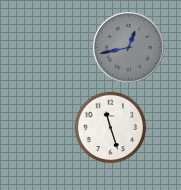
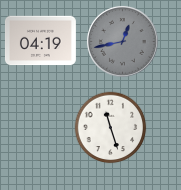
clock at (40, 41): none -> 04:19
clock at (128, 47) position: (128, 47) -> (122, 41)
